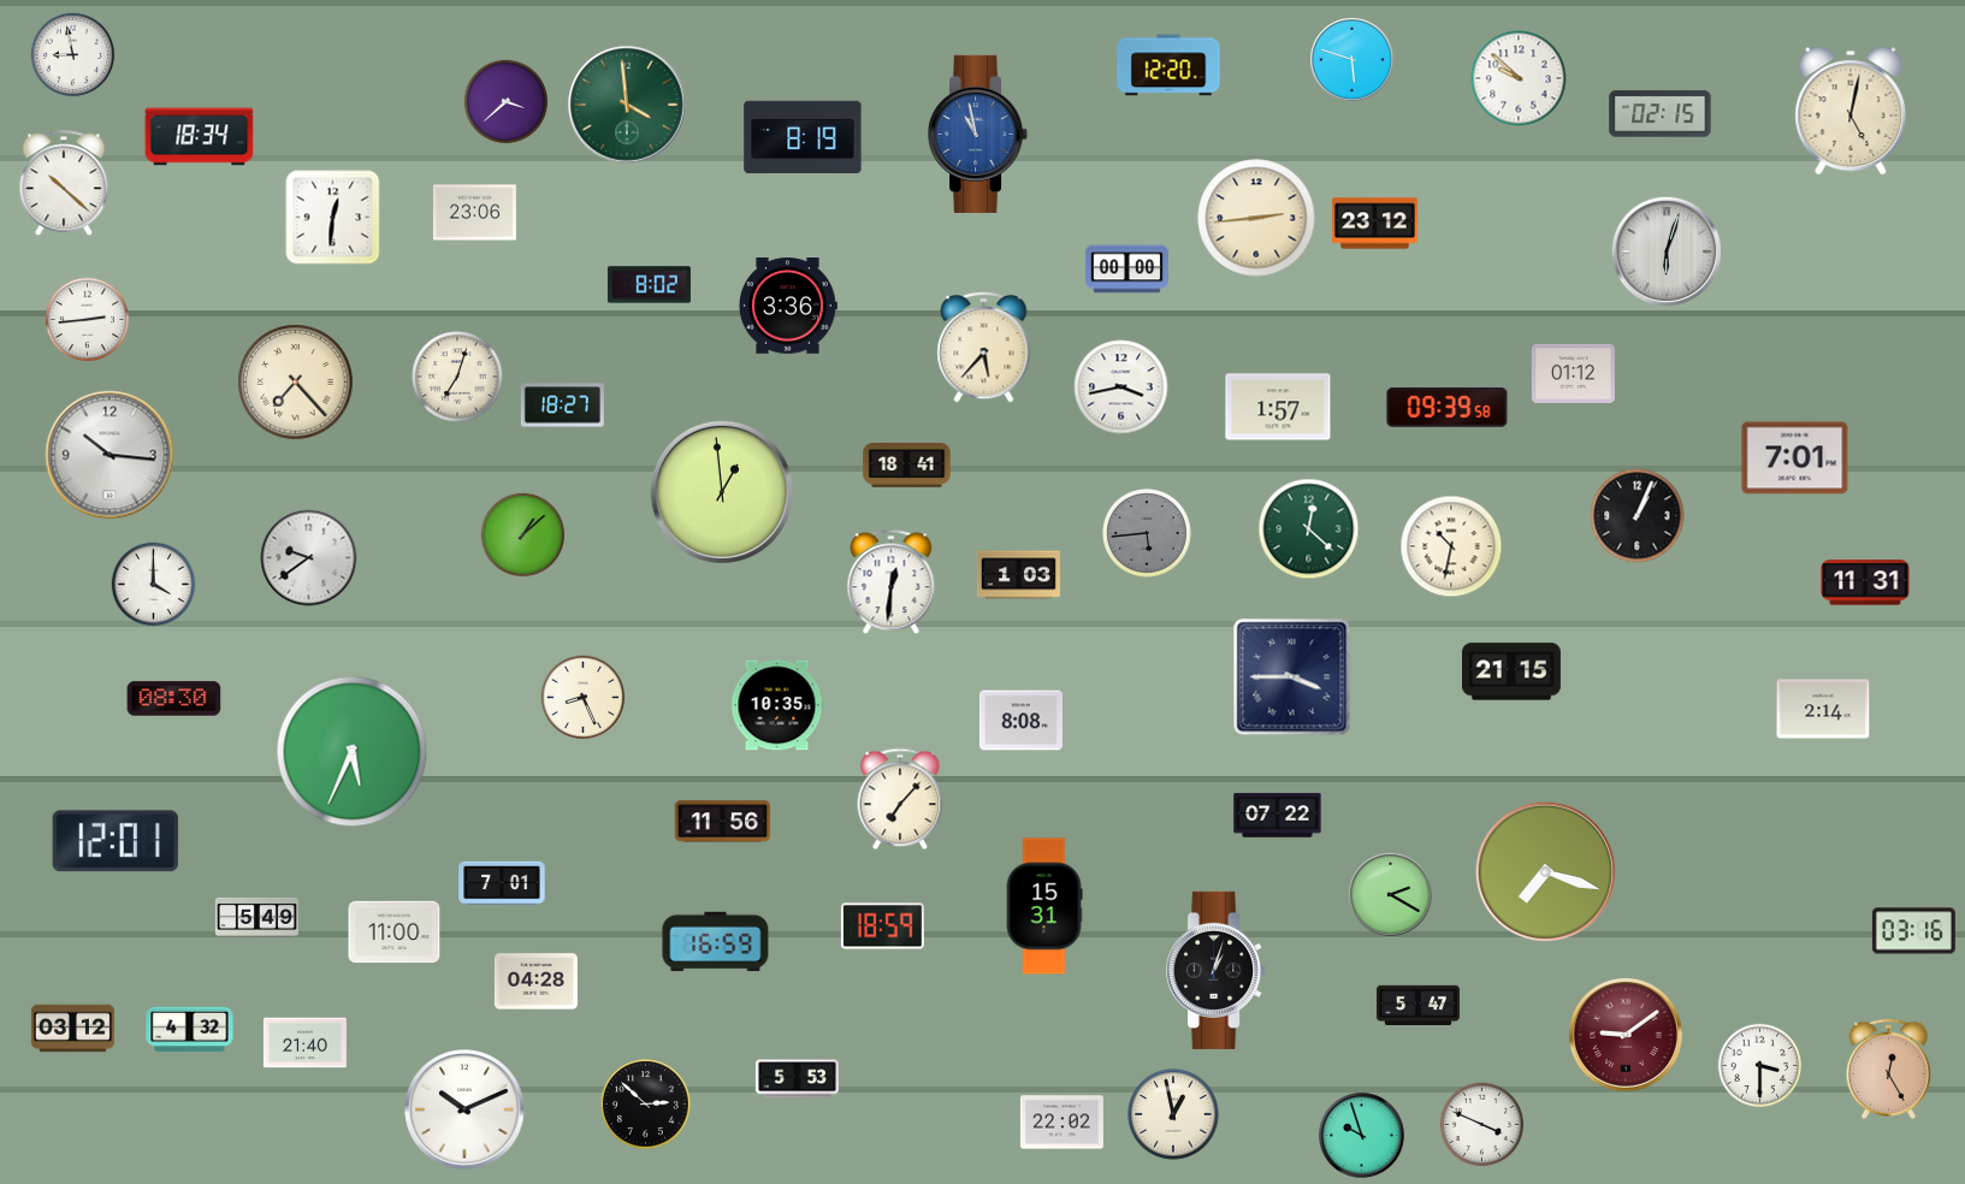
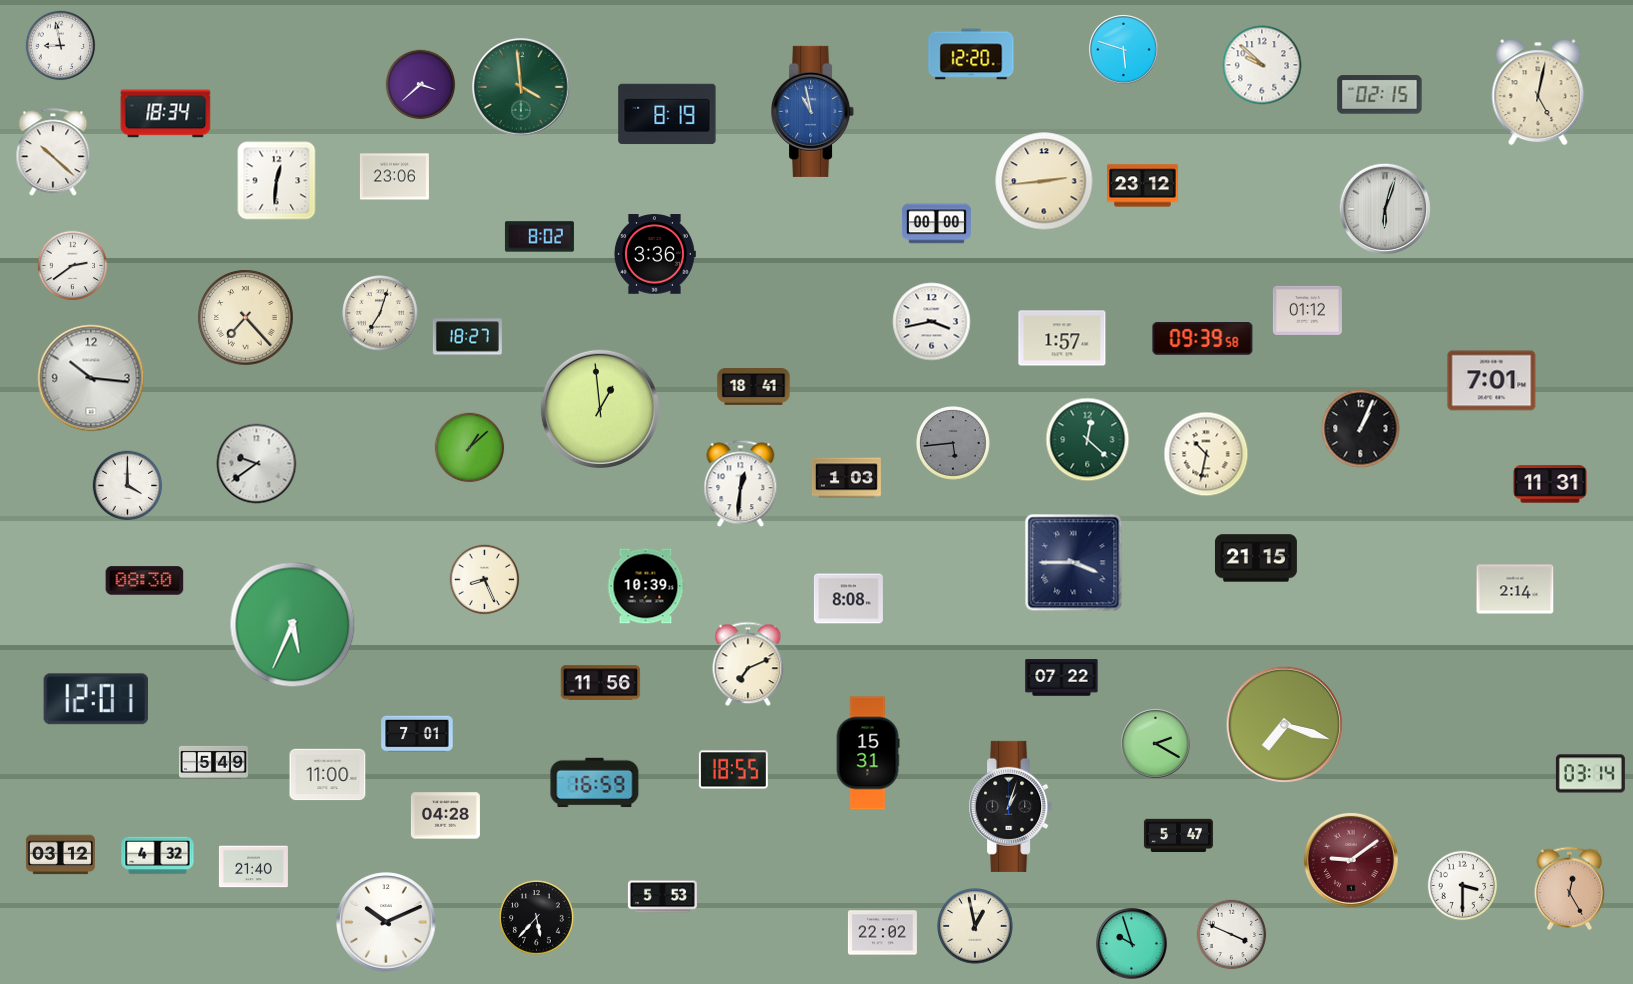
clock at (88, 320): 2:44 -> 2:39
clock at (984, 347): 5:37 -> none
clock at (523, 535) position: (523, 535) -> (470, 448)
clock at (777, 705): 10:35 -> 10:39
clock at (900, 799): 7:07 -> 7:11
clock at (882, 927): 18:59 -> 18:55
clock at (1913, 931): 03:16 -> 03:14
clock at (646, 1105): 2:52 -> 5:37
